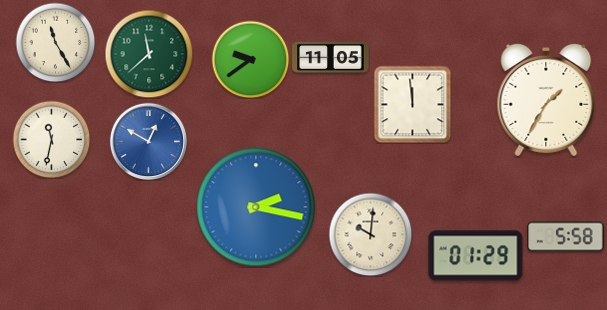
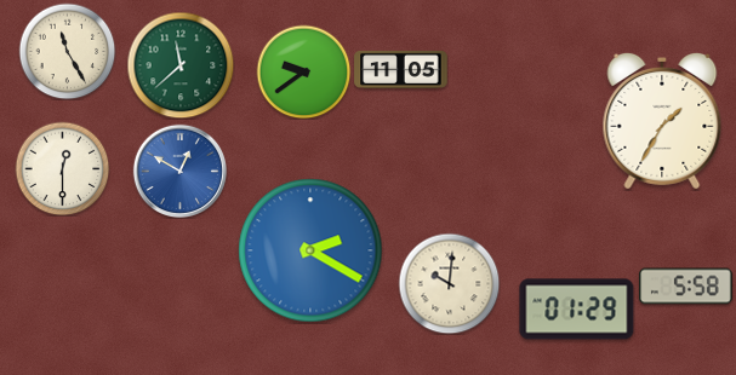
clock at (412, 104): 11:59 -> none
clock at (51, 139): 11:32 -> 12:30
clock at (256, 207): 2:17 -> 2:20
